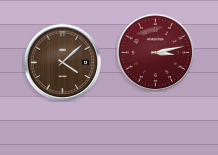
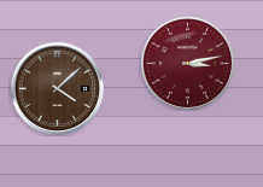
clock at (62, 62) position: (62, 62) -> (57, 88)
